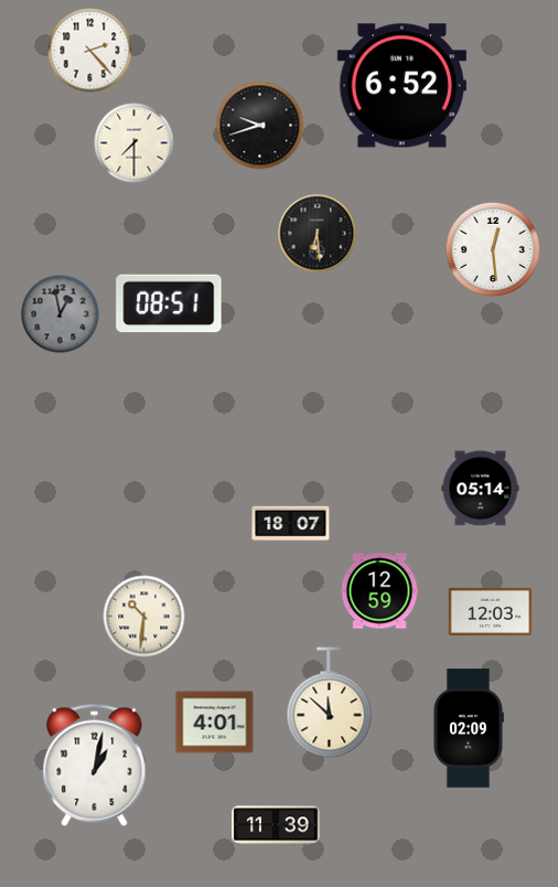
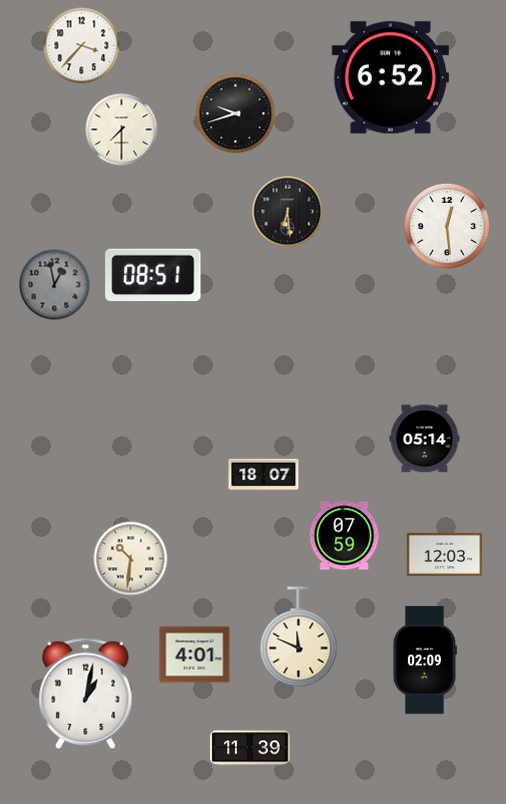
clock at (90, 51): 2:23 -> 3:37
clock at (401, 86) position: (401, 86) -> (390, 78)
clock at (481, 489) position: (481, 489) -> (425, 439)
clock at (379, 591): 12:59 -> 07:59
clock at (330, 703): 11:52 -> 11:49
